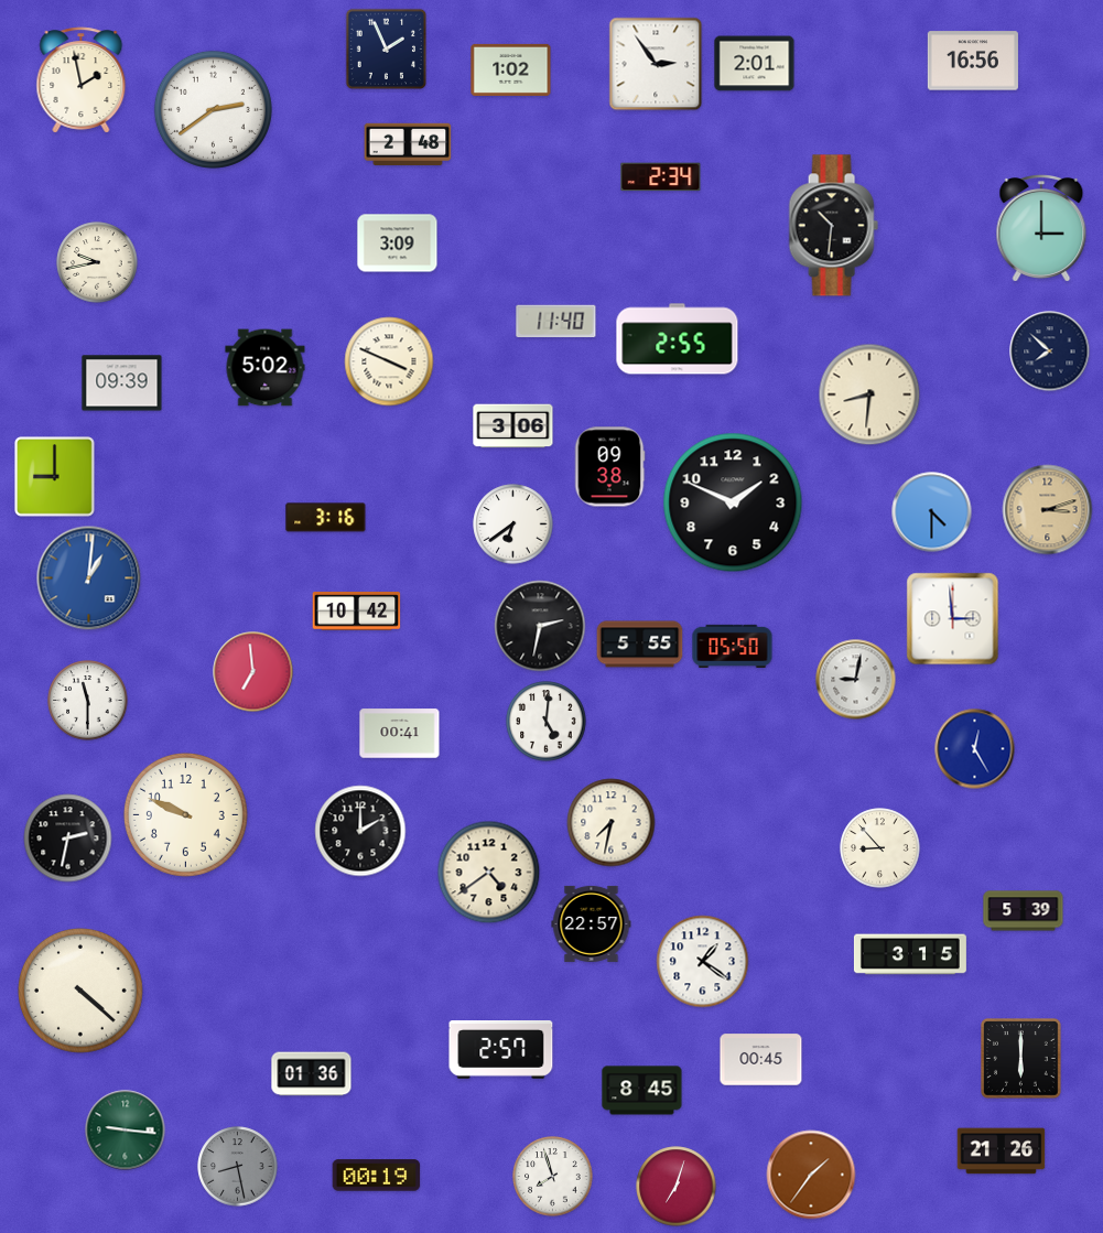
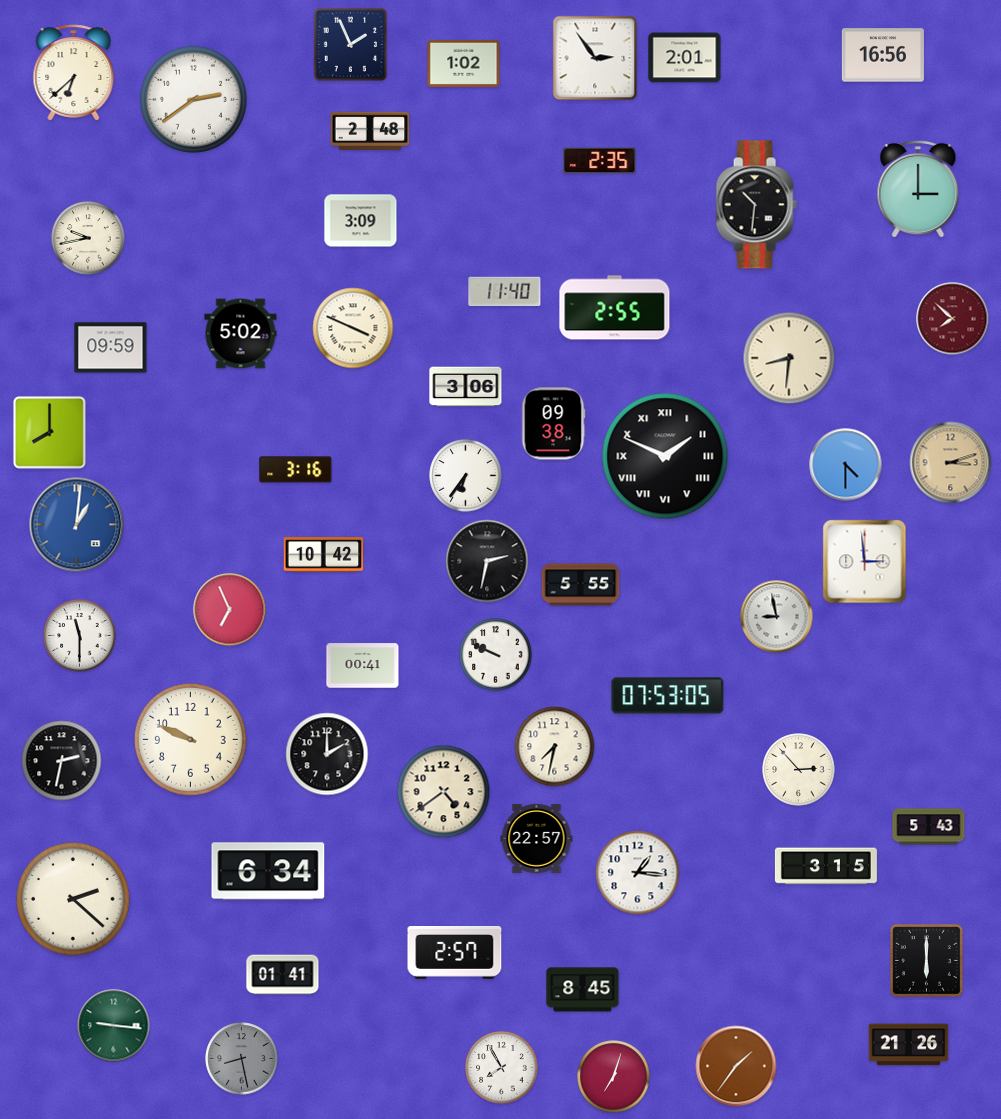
clock at (82, 80): 1:58 -> 6:38
clock at (661, 177): 2:34 -> 2:35
clock at (1041, 229) position: (1041, 229) -> (918, 190)
clock at (1050, 351) dial: navy -> burgundy
clock at (122, 383): 09:39 -> 09:59
clock at (55, 477): 9:00 -> 8:00
clock at (733, 502) numerals: Arabic -> Roman
clock at (513, 524): 6:39 -> 6:36
clock at (89, 578) position: (89, 578) -> (77, 525)
clock at (540, 626) position: (540, 626) -> (487, 561)
clock at (733, 646): 05:50 -> none
clock at (253, 672): 6:59 -> 6:56
clock at (856, 680): 9:02 -> 8:58
clock at (547, 722): 5:01 -> 9:49
clock at (975, 749): 12:25 -> none
clock at (668, 696): none -> 07:53
clock at (185, 814) position: (185, 814) -> (190, 739)
clock at (880, 848): 8:53 -> 2:53
clock at (1024, 911): 5:39 -> 5:43
clock at (268, 871): none -> 6:34
clock at (703, 962): 1:21 -> 1:16
clock at (82, 992): 4:22 -> 2:22
clock at (761, 1060): 00:45 -> none
clock at (312, 1074): 01:36 -> 01:41
clock at (238, 1167) position: (238, 1167) -> (242, 1059)
clock at (377, 1176): 00:19 -> none
clock at (553, 1177): 7:57 -> 7:55
